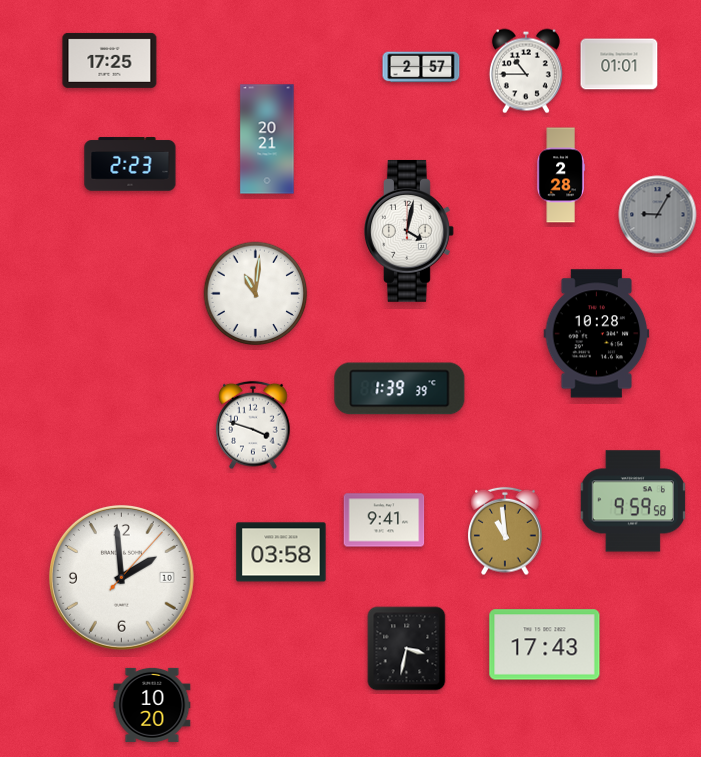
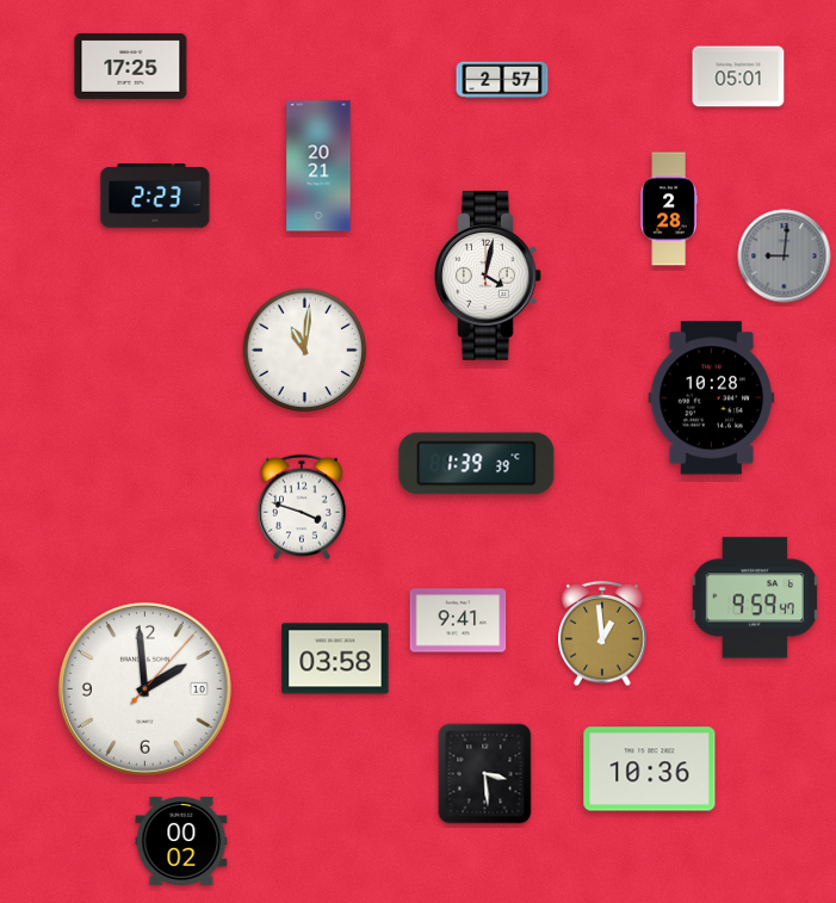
clock at (110, 60) position: (110, 60) -> (131, 66)
clock at (619, 64): 01:01 -> 05:01
clock at (526, 71): 10:45 -> none
clock at (658, 215): 9:05 -> 9:01
clock at (632, 501): 9:59:58 -> 9:59:47
clock at (505, 531): 10:59 -> 12:59
clock at (545, 645): 17:43 -> 10:36
clock at (407, 649): 3:32 -> 3:29
clock at (152, 705): 10:20 -> 00:02
